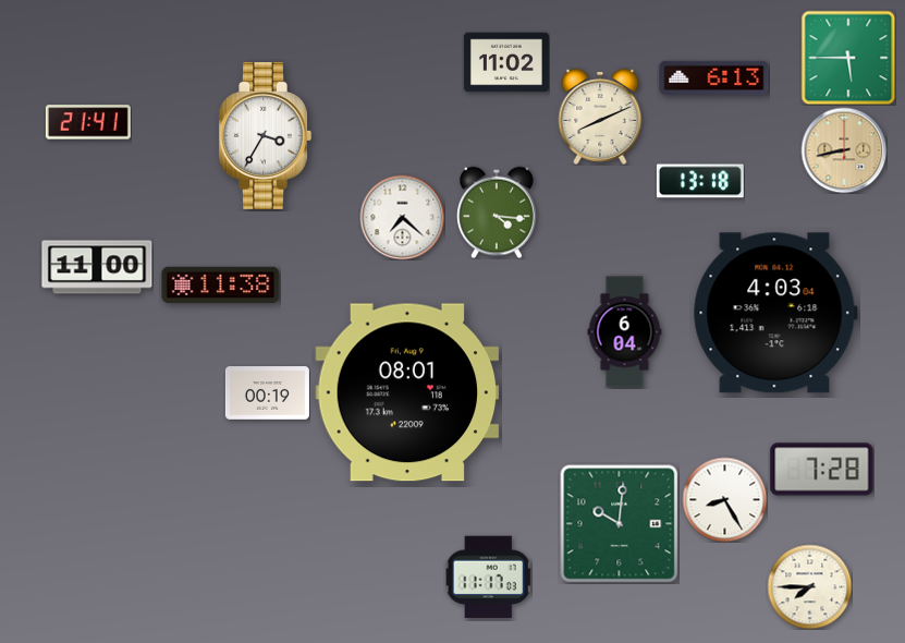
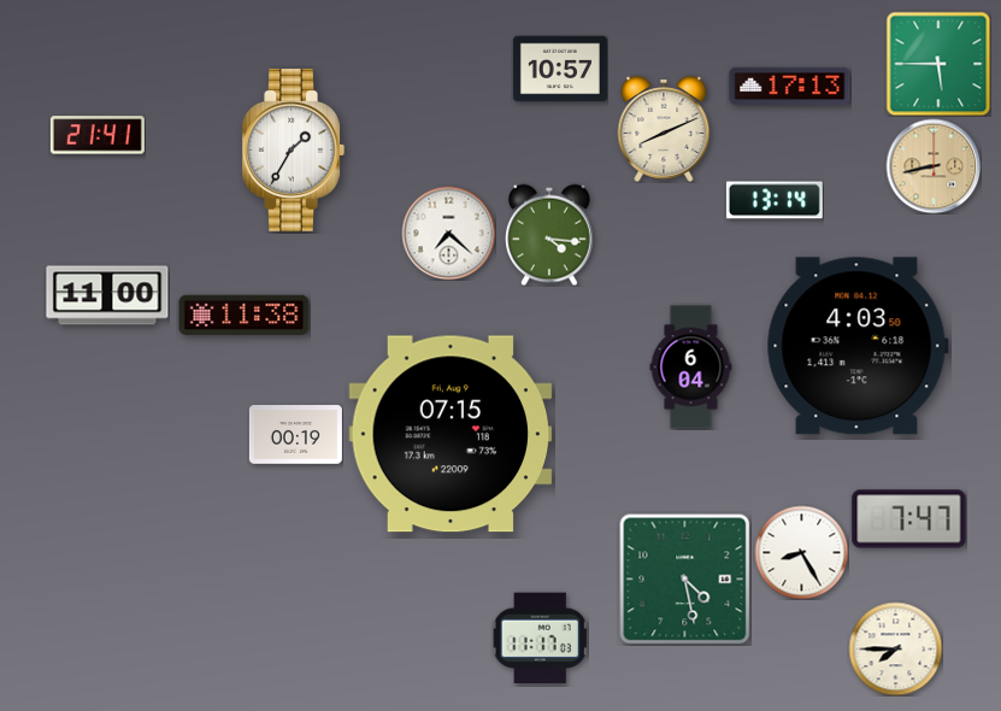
clock at (506, 62): 11:02 -> 10:57
clock at (714, 77): 6:13 -> 17:13
clock at (265, 136): 3:35 -> 1:35
clock at (700, 181): 13:18 -> 13:14
clock at (402, 217) position: (402, 217) -> (448, 233)
clock at (775, 313): 4:03:04 -> 4:03:50
clock at (407, 392): 08:01 -> 07:15
clock at (822, 470): 7:28 -> 7:47
clock at (619, 523): 10:01 -> 4:28
